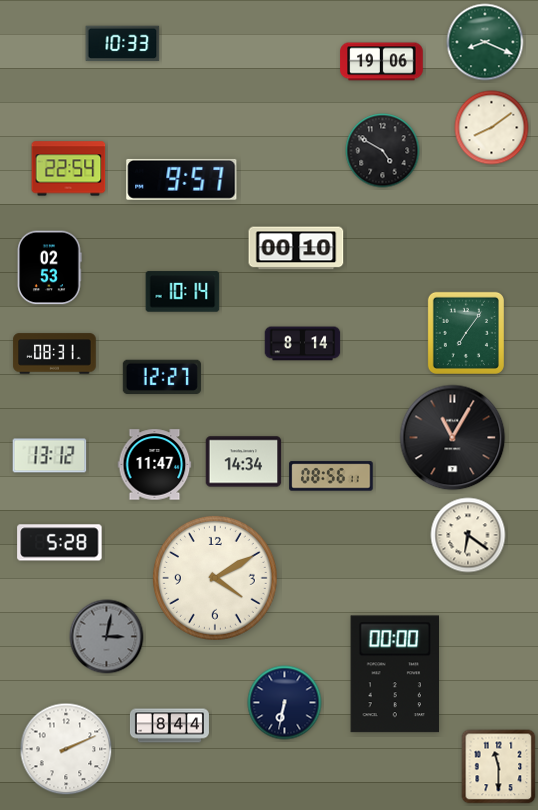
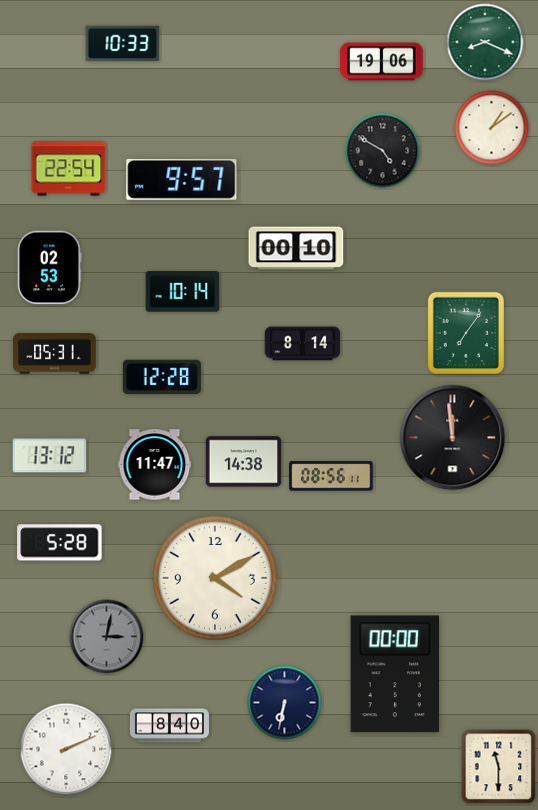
clock at (492, 128): 8:09 -> 1:09
clock at (55, 354): 08:31 -> 05:31
clock at (162, 377): 12:27 -> 12:28
clock at (453, 438): 11:05 -> 11:59
clock at (244, 462): 14:34 -> 14:38
clock at (468, 535): 6:21 -> none
clock at (169, 726): 8:44 -> 8:40
